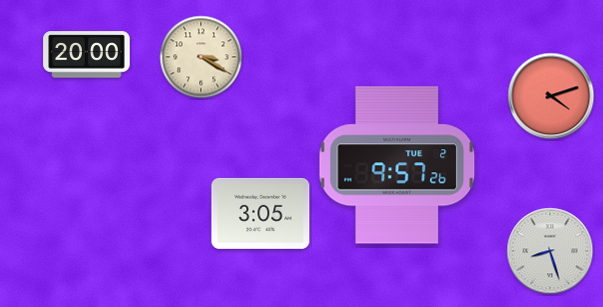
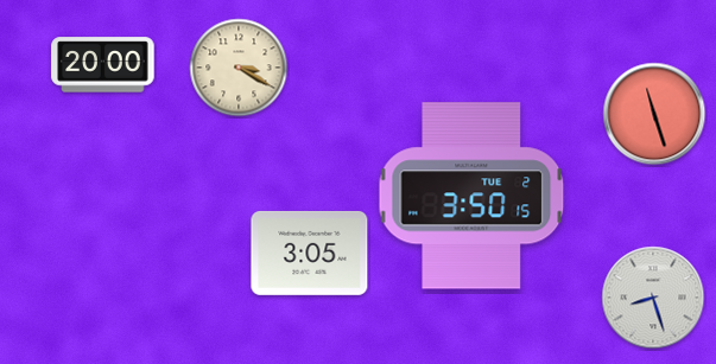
clock at (551, 96): 4:12 -> 11:27
clock at (397, 165): 9:57 -> 3:50
